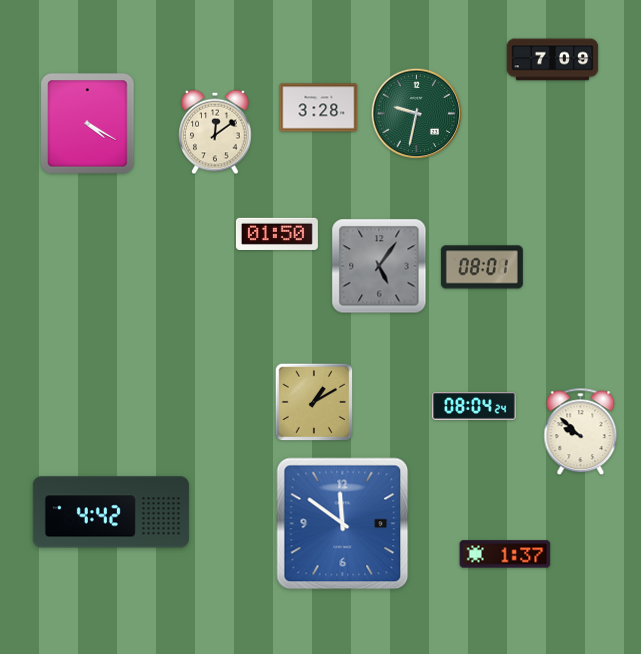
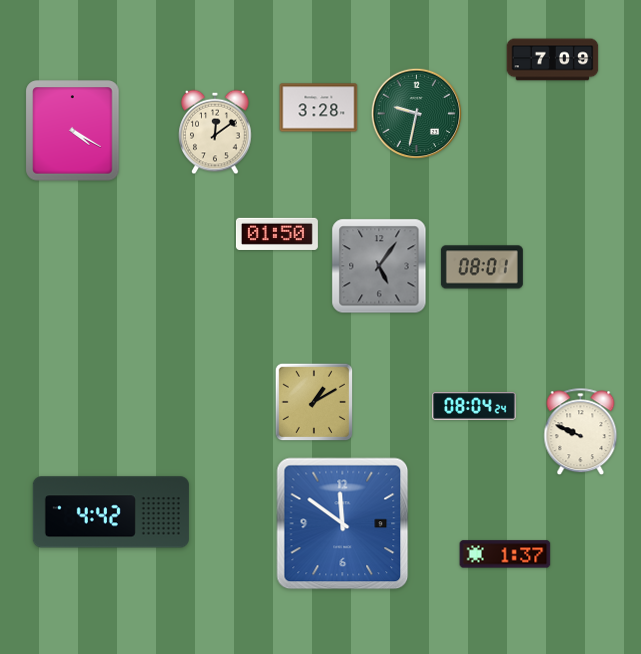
clock at (88, 124) position: (88, 124) -> (73, 131)
clock at (581, 432): 9:52 -> 9:49
